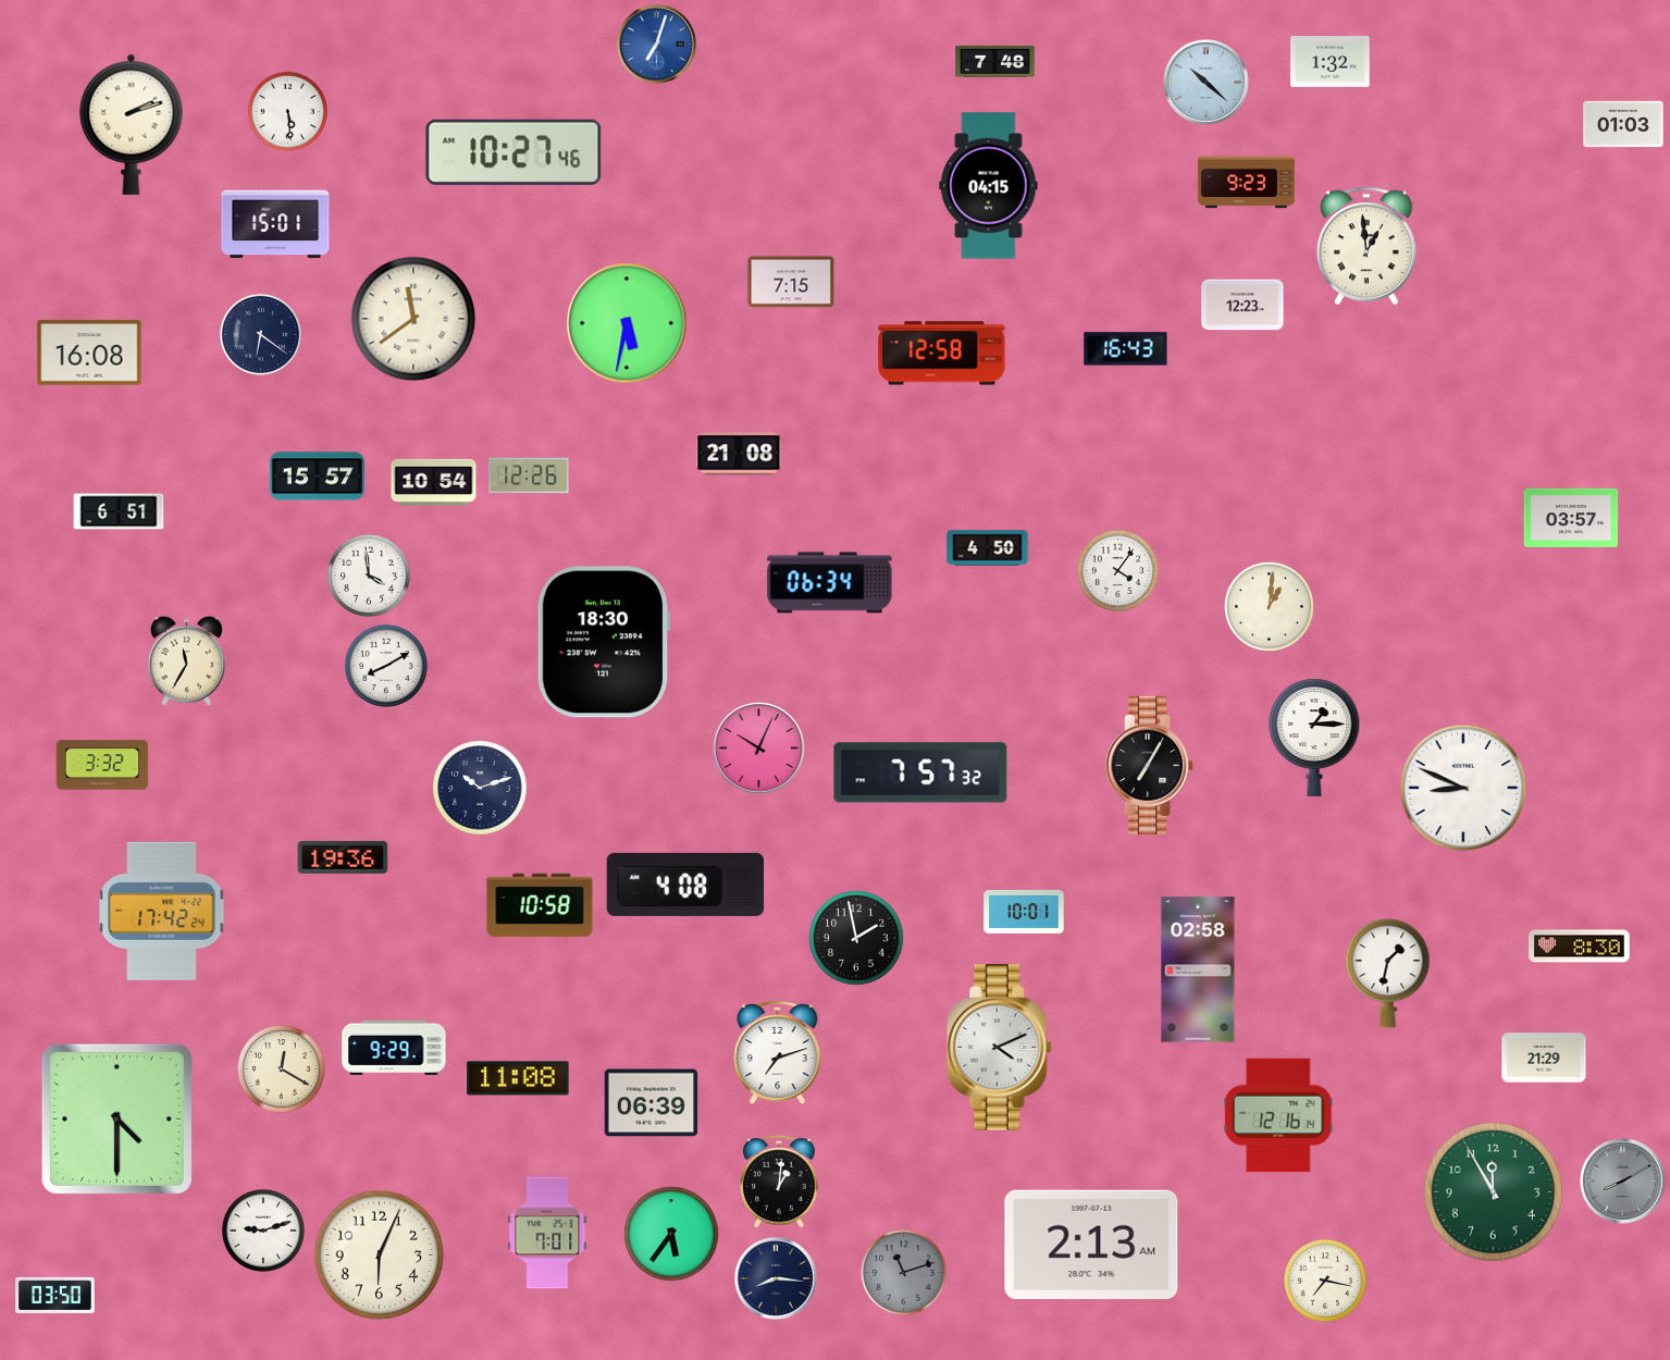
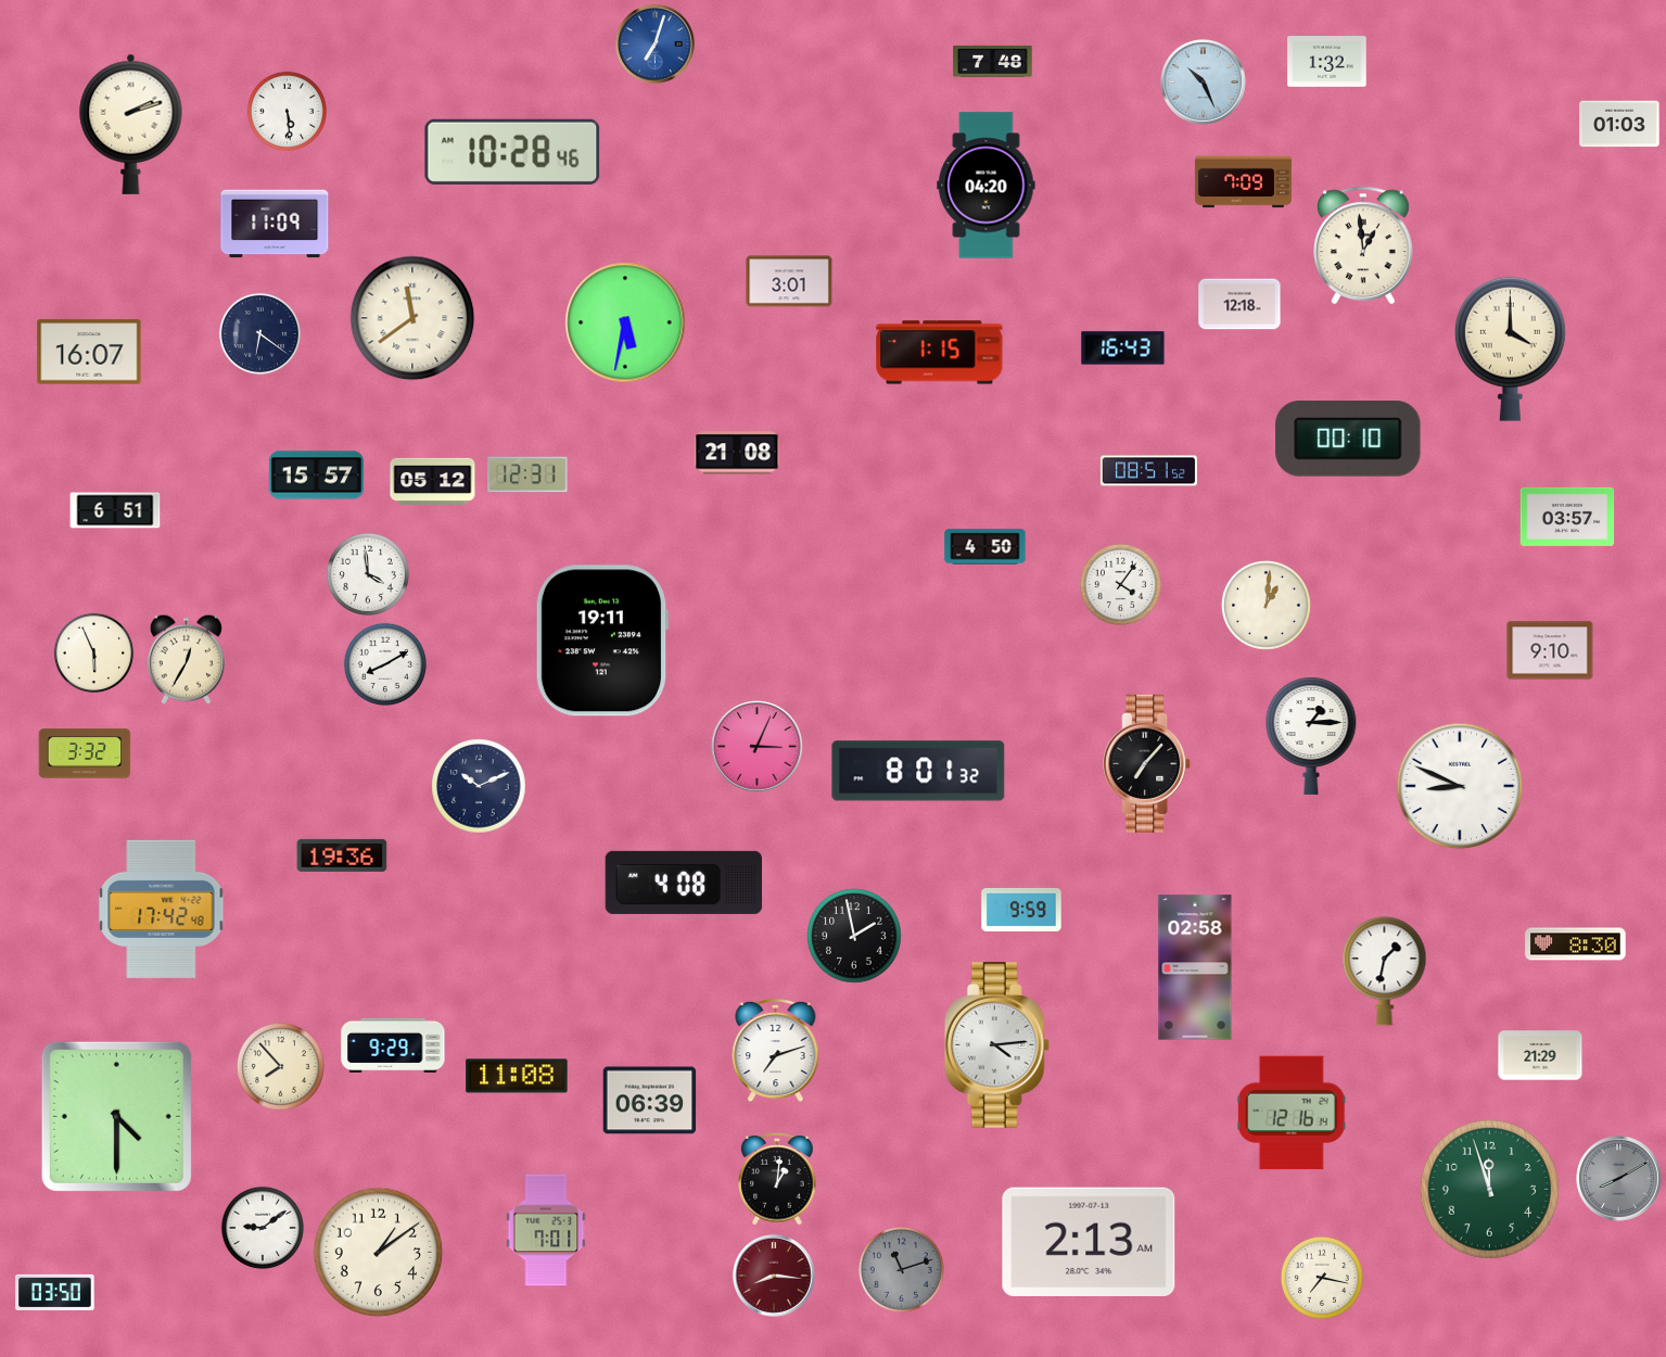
clock at (1207, 83): 10:22 -> 10:26
clock at (514, 152): 10:27 -> 10:28
clock at (1246, 183): 9:23 -> 7:09
clock at (989, 186): 04:15 -> 04:20
clock at (275, 224): 15:01 -> 11:09
clock at (791, 282): 7:15 -> 3:01
clock at (1242, 305): 12:23 -> 12:18
clock at (1510, 348): none -> 4:00
clock at (89, 353): 16:08 -> 16:07
clock at (942, 354): 12:58 -> 1:15
clock at (1348, 440): none -> 00:10
clock at (1148, 471): none -> 08:51
clock at (529, 475): 12:26 -> 12:31
clock at (434, 482): 10:54 -> 05:12
clock at (119, 511) position: (119, 511) -> (115, 510)
clock at (1117, 570) position: (1117, 570) -> (1120, 584)
clock at (830, 583): 06:34 -> none
clock at (604, 642): 18:30 -> 19:11
clock at (1550, 650): none -> 9:10
clock at (93, 652): none -> 5:56
clock at (186, 660): 11:35 -> 12:35
clock at (759, 749): 10:04 -> 3:04
clock at (102, 765) position: (102, 765) -> (85, 753)
clock at (1150, 765): 7:05 -> 7:07
clock at (920, 772): 7:57 -> 8:01
clock at (480, 788): 10:12 -> 10:11
clock at (540, 905): 10:58 -> none
clock at (162, 911): 17:42:24 -> 17:42:48
clock at (1024, 912): 10:01 -> 9:59
clock at (999, 1048): 4:11 -> 4:14
clock at (281, 1068): 12:20 -> 7:53
clock at (1278, 1115) position: (1278, 1115) -> (1292, 1113)
clock at (1493, 1191): 11:55 -> 11:57
clock at (263, 1231): 9:12 -> 9:09
clock at (671, 1234): 5:36 -> none
clock at (380, 1256): 6:04 -> 1:09
clock at (776, 1278) dial: navy -> burgundy
